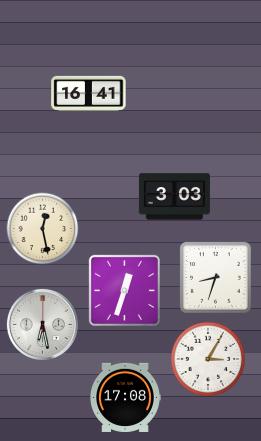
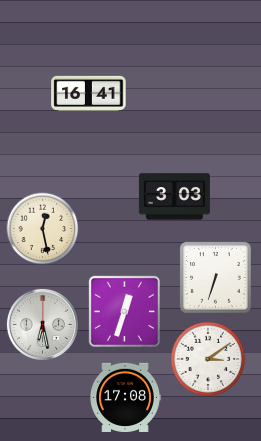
clock at (216, 278): 8:33 -> 6:33
clock at (124, 290) position: (124, 290) -> (124, 311)
clock at (208, 359): 3:05 -> 3:09
